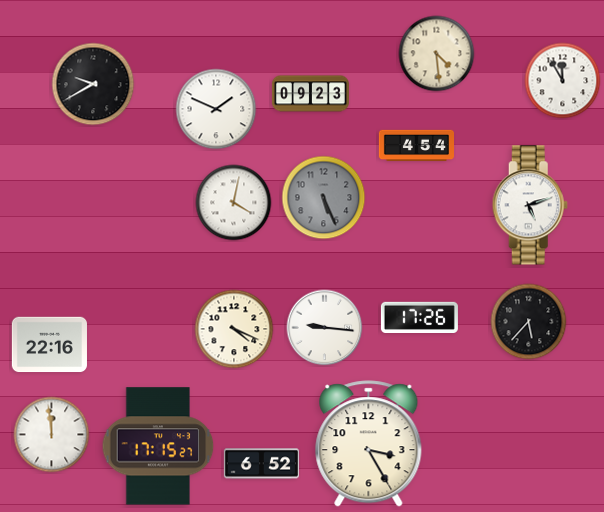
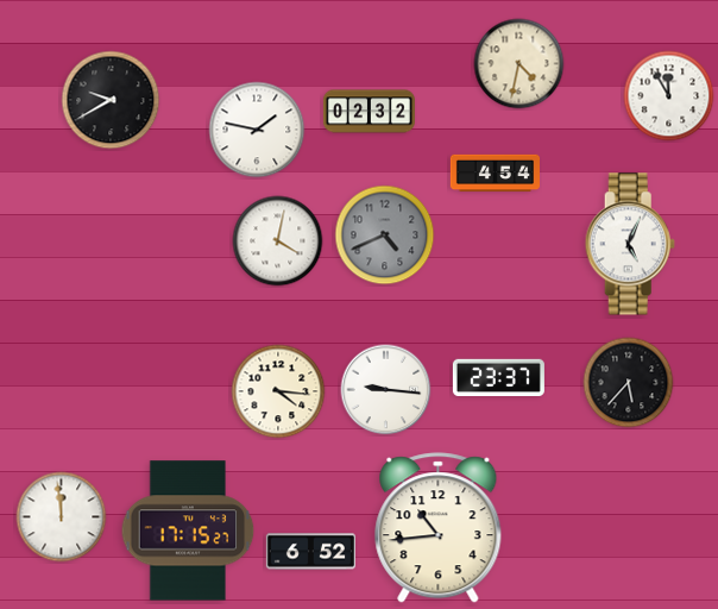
clock at (437, 54): 4:29 -> 4:32
clock at (310, 94): 09:23 -> 02:32
clock at (216, 109): 1:49 -> 1:47
clock at (324, 198): 5:26 -> 4:41
clock at (530, 205): 5:12 -> 5:04
clock at (419, 317): 17:26 -> 23:37
clock at (234, 329): 4:19 -> 4:16
clock at (49, 345): 22:16 -> none
clock at (369, 444): 3:25 -> 10:44
